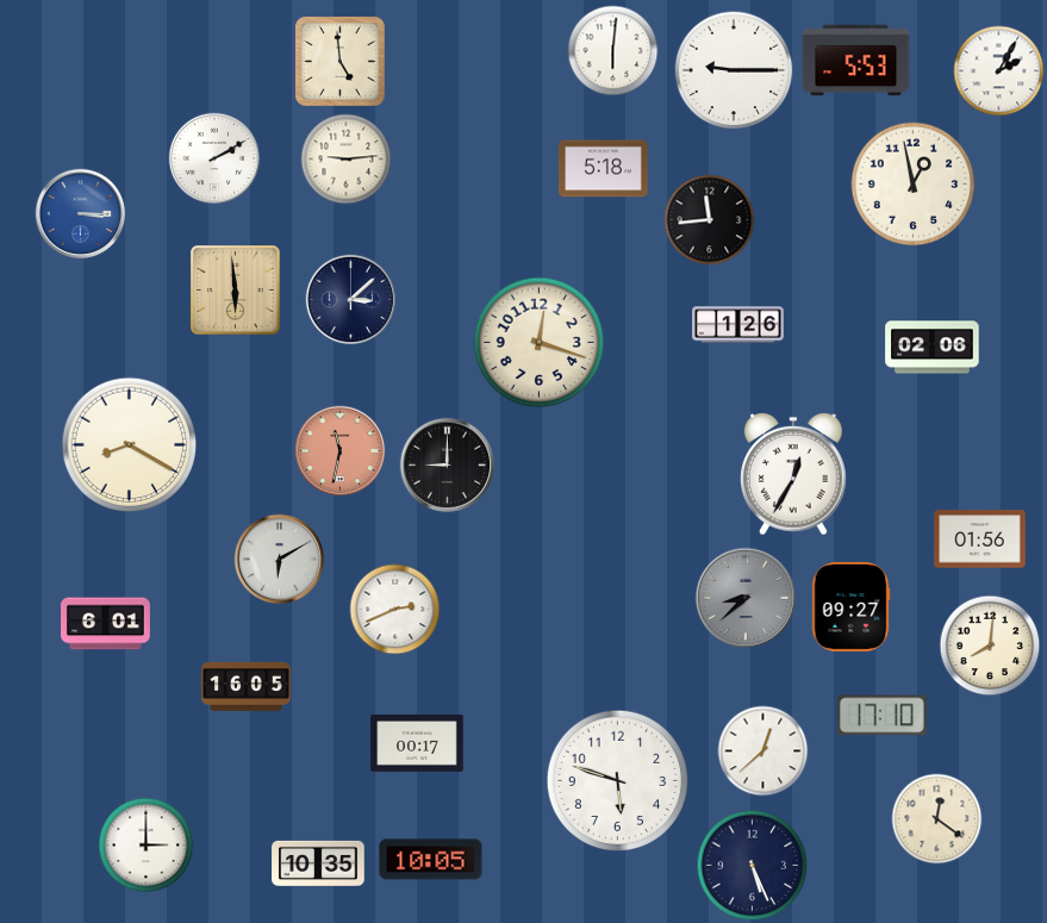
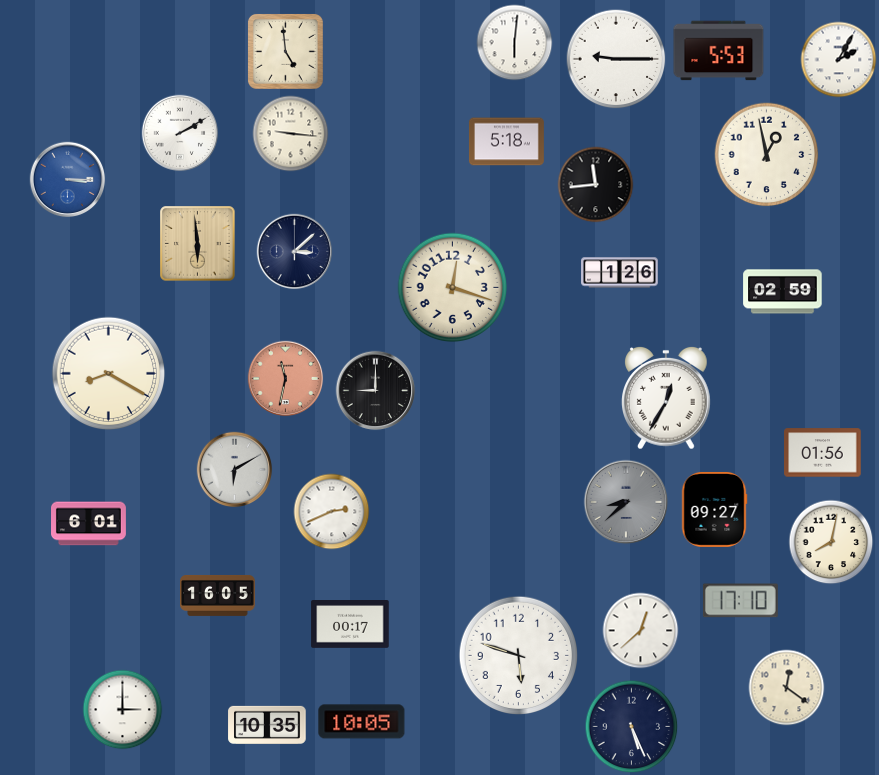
clock at (347, 160): 9:14 -> 9:16
clock at (933, 348): 02:06 -> 02:59
clock at (990, 646): 8:01 -> 8:02
clock at (247, 686) position: (247, 686) -> (218, 595)
